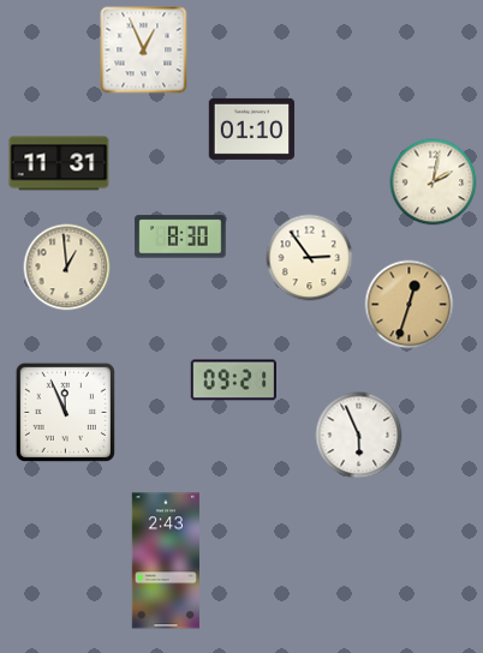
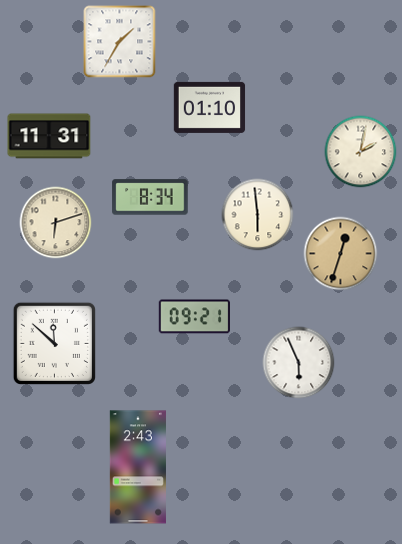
clock at (144, 50): 12:56 -> 1:35
clock at (180, 236): 8:30 -> 8:34
clock at (310, 258): 2:54 -> 5:59
clock at (67, 268): 12:59 -> 6:12
clock at (65, 412): 11:56 -> 11:52
